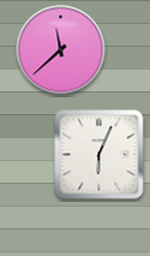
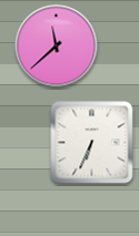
clock at (100, 155): 6:04 -> 6:34
